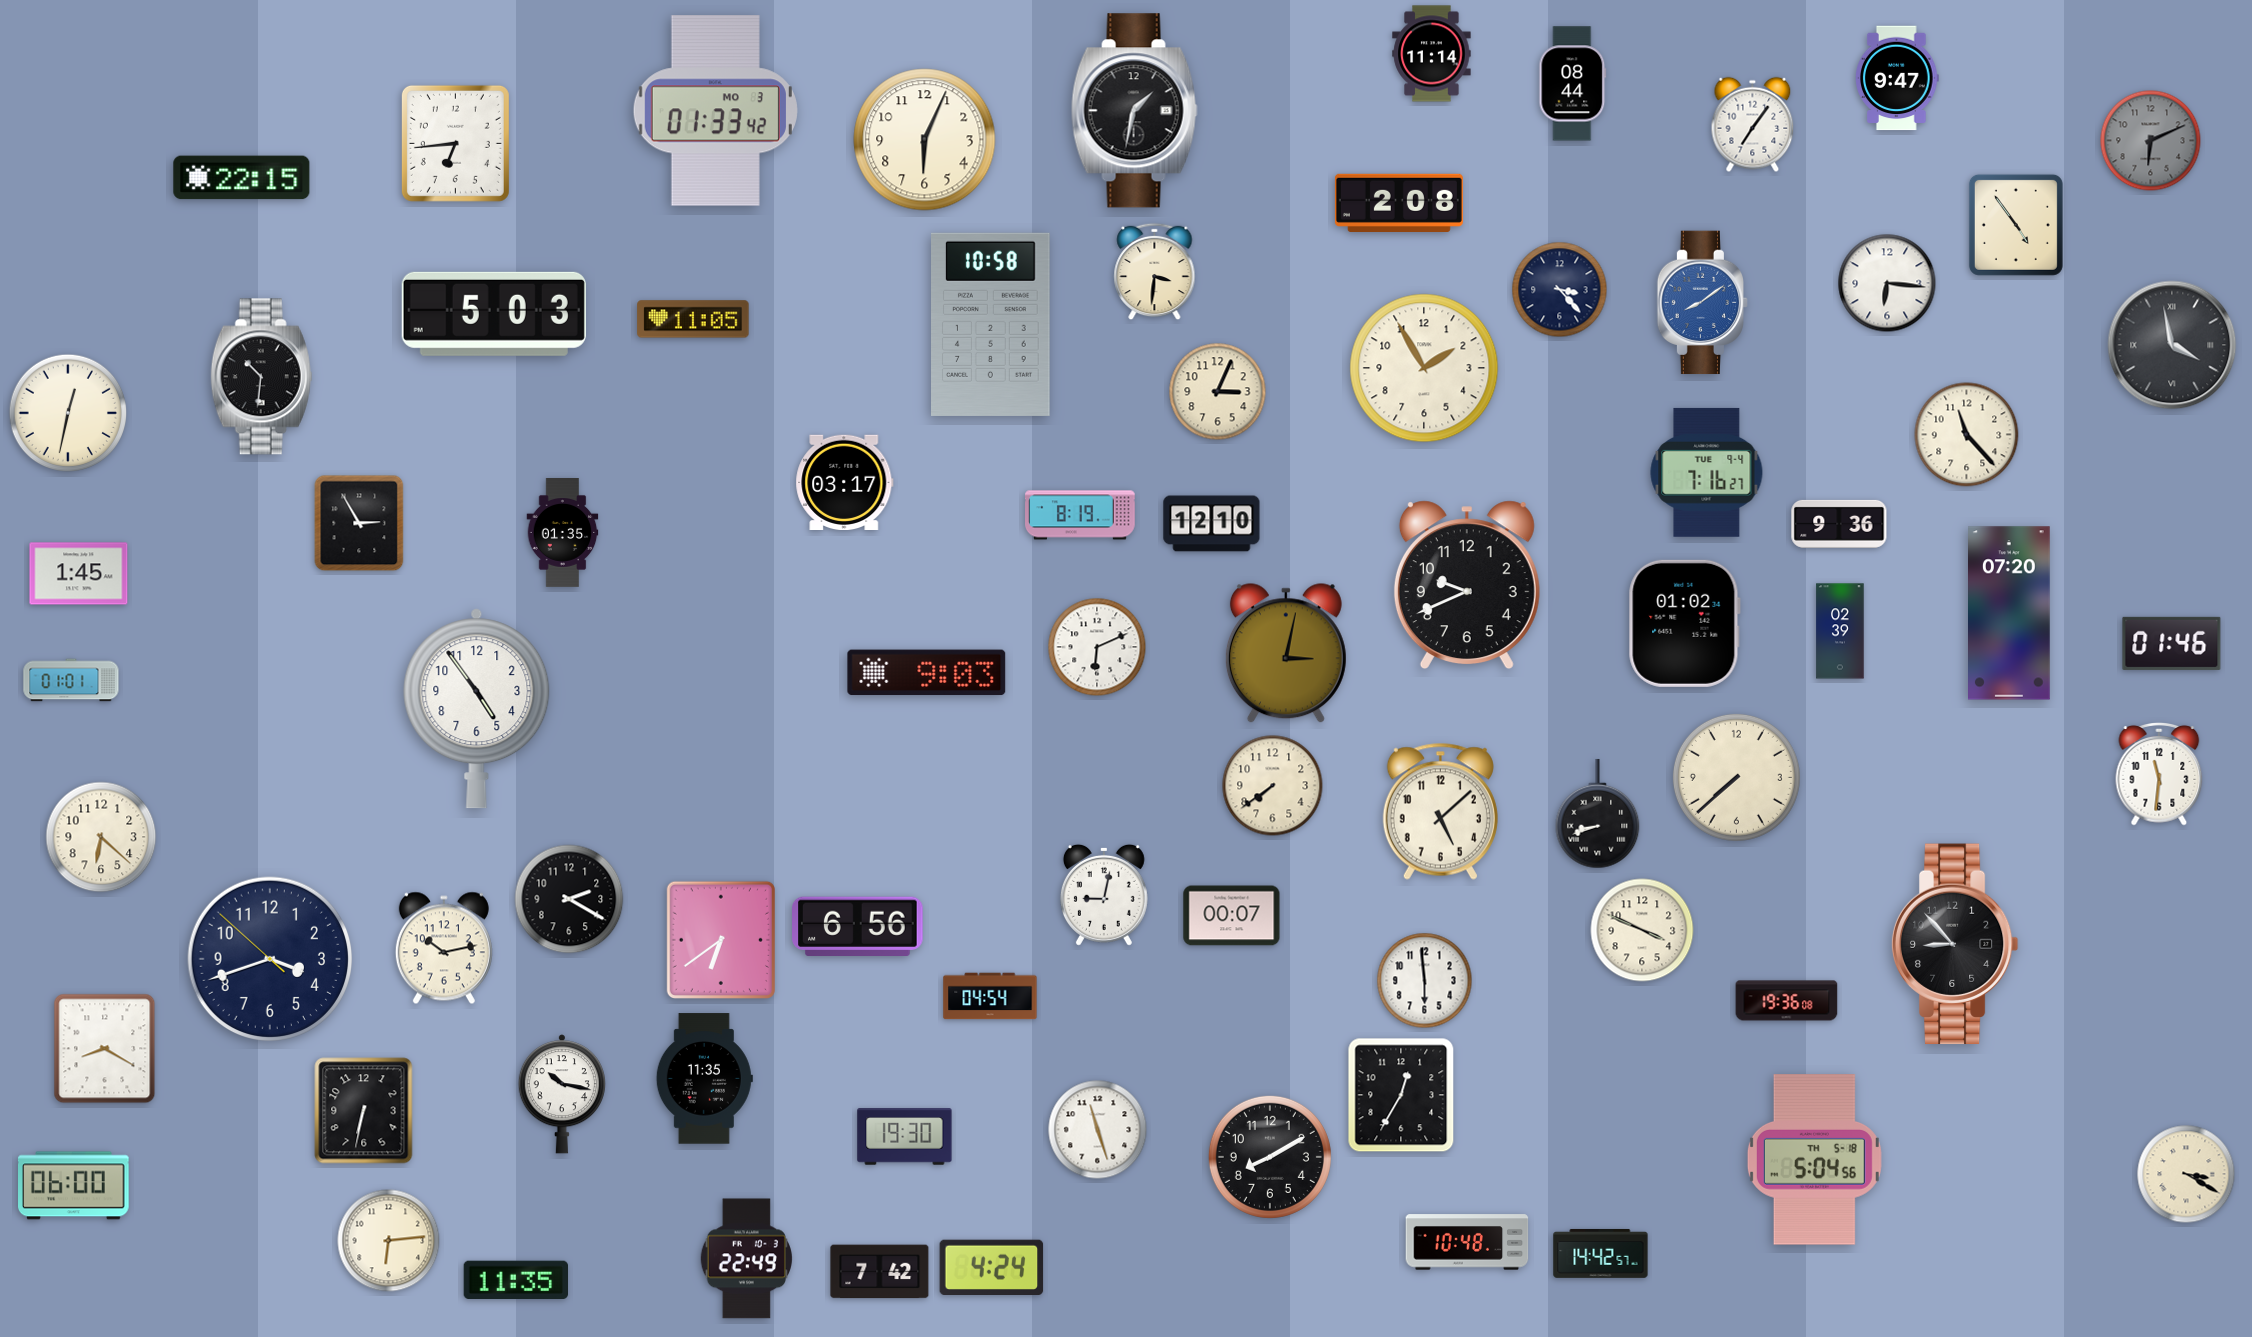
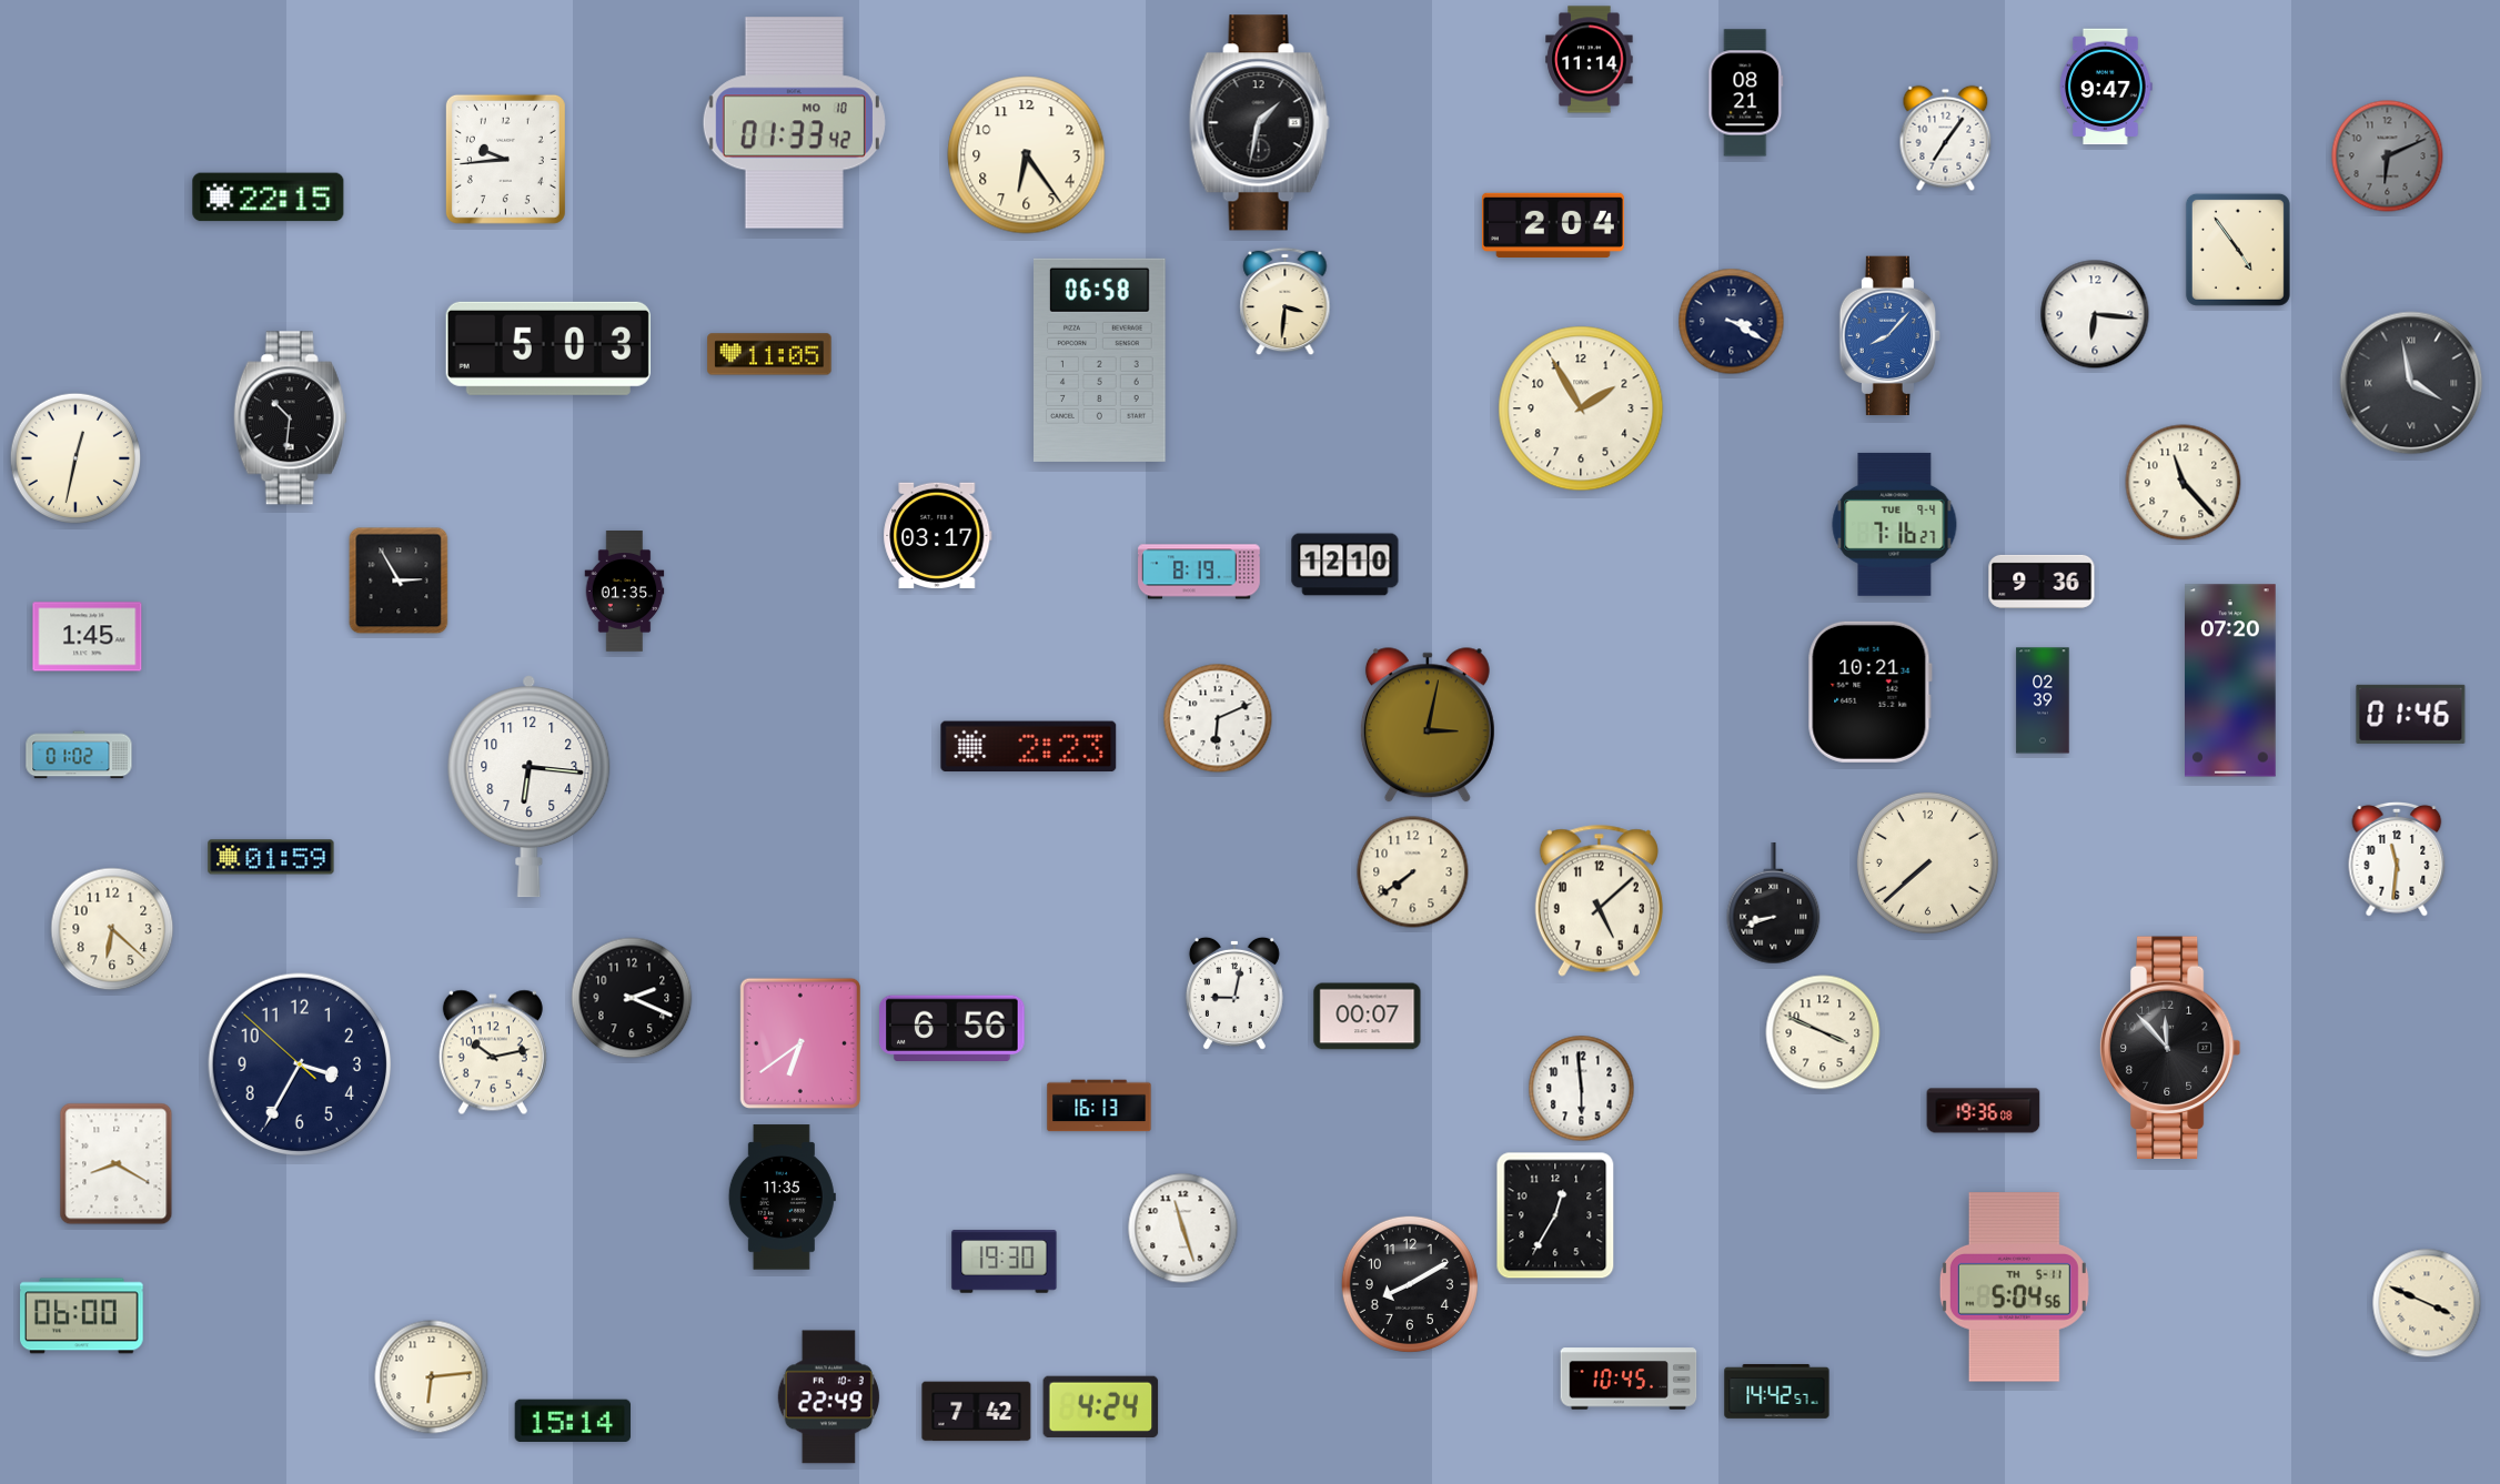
clock at (1573, 84): 08:44 -> 08:21
clock at (715, 111) date: MO 3 -> MO 10
clock at (925, 140): 6:04 -> 6:24
clock at (455, 143): 6:44 -> 9:44
clock at (1399, 202): 2:08 -> 2:04
clock at (1155, 272) position: (1155, 272) -> (1286, 302)
clock at (1560, 290): 3:23 -> 3:20
clock at (1702, 303): 8:09 -> 8:07
clock at (991, 324): 10:58 -> 06:58
clock at (1218, 392): 3:04 -> none
clock at (1212, 524) position: (1212, 524) -> (1345, 565)
clock at (1467, 585): 9:41 -> none
clock at (1684, 623): 01:02 -> 10:21
clock at (927, 673): 9:03 -> 2:23
clock at (71, 680): 01:01 -> 01:02
clock at (477, 709): 4:54 -> 6:16
clock at (271, 857): none -> 01:59
clock at (1104, 895) position: (1104, 895) -> (1234, 993)
clock at (569, 899): 2:20 -> 2:19
clock at (1955, 944): 8:53 -> 11:53
clock at (270, 959): 3:41 -> 3:34
clock at (990, 996): 04:54 -> 16:13
clock at (562, 1094): 10:17 -> none
clock at (364, 1111): 6:32 -> none
clock at (1098, 1130) position: (1098, 1130) -> (1183, 1229)
clock at (1814, 1160) date: TH 5-18 -> TH 5-11
clock at (2186, 1174): 3:20 -> 3:49
clock at (1467, 1242): 10:48 -> 10:45
clock at (515, 1279): 11:35 -> 15:14
